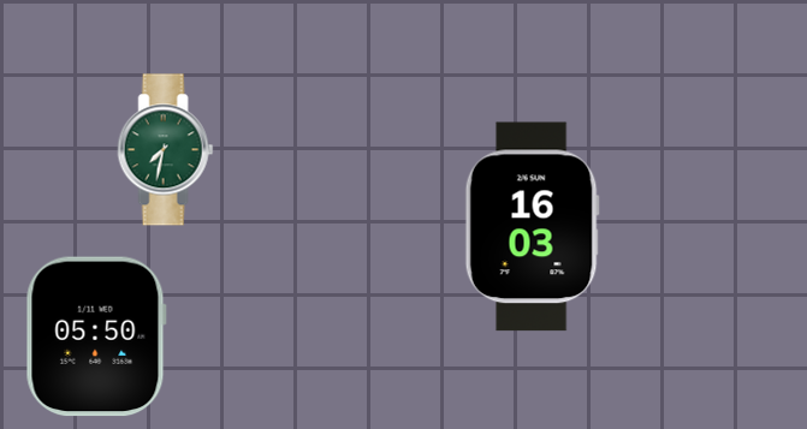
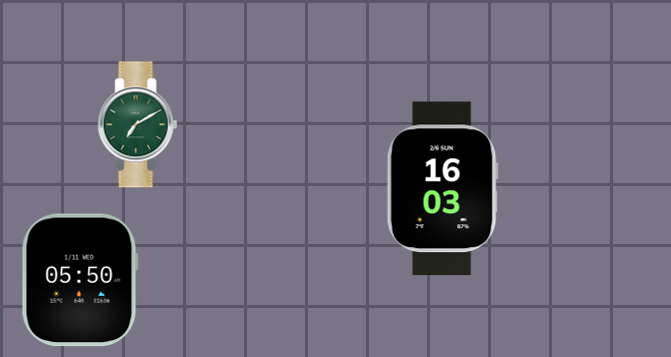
clock at (166, 150): 7:32 -> 7:10
